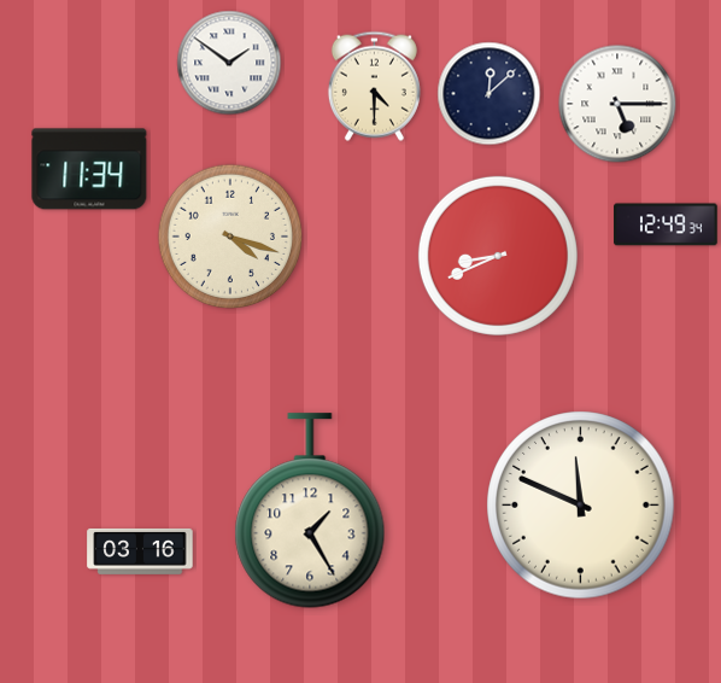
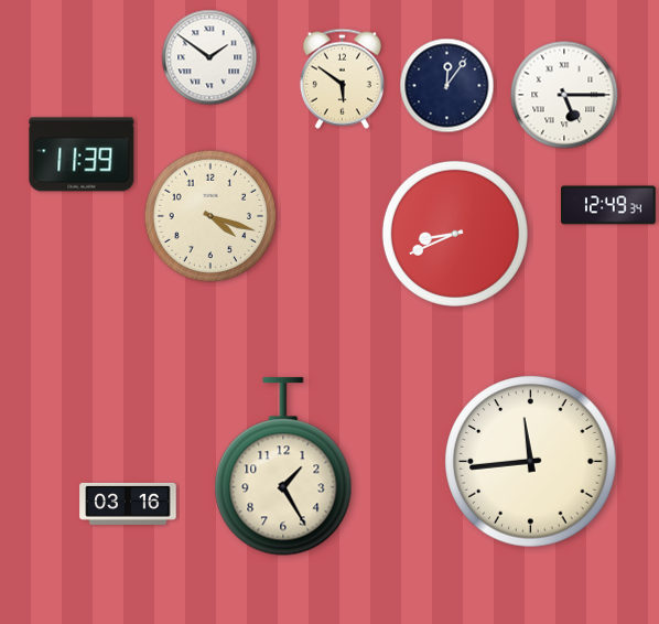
clock at (374, 86): 4:30 -> 5:51
clock at (490, 94): 12:08 -> 12:06
clock at (89, 169): 11:34 -> 11:39
clock at (581, 506): 11:49 -> 11:44
